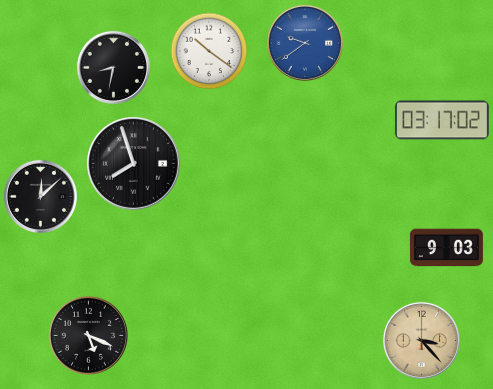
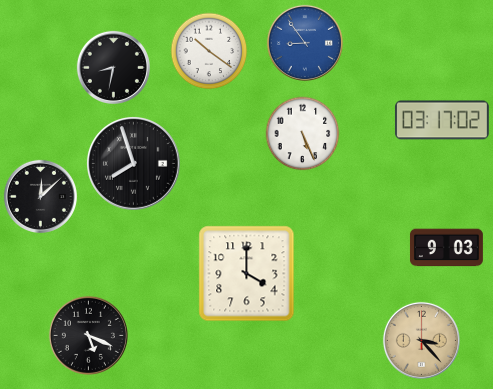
clock at (305, 43): 9:39 -> 8:54
clock at (303, 134): none -> 5:26
clock at (247, 274): none -> 4:00
